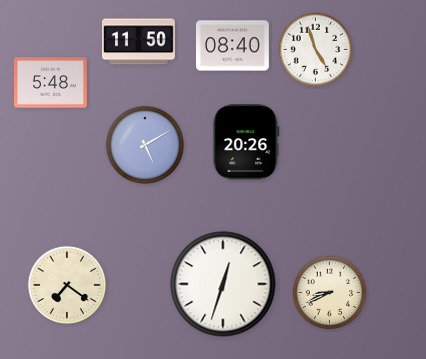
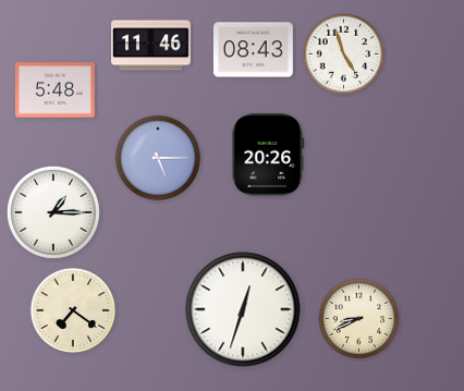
clock at (139, 42): 11:50 -> 11:46
clock at (232, 46): 08:40 -> 08:43
clock at (145, 145): 5:10 -> 5:15
clock at (53, 212): none -> 1:15
